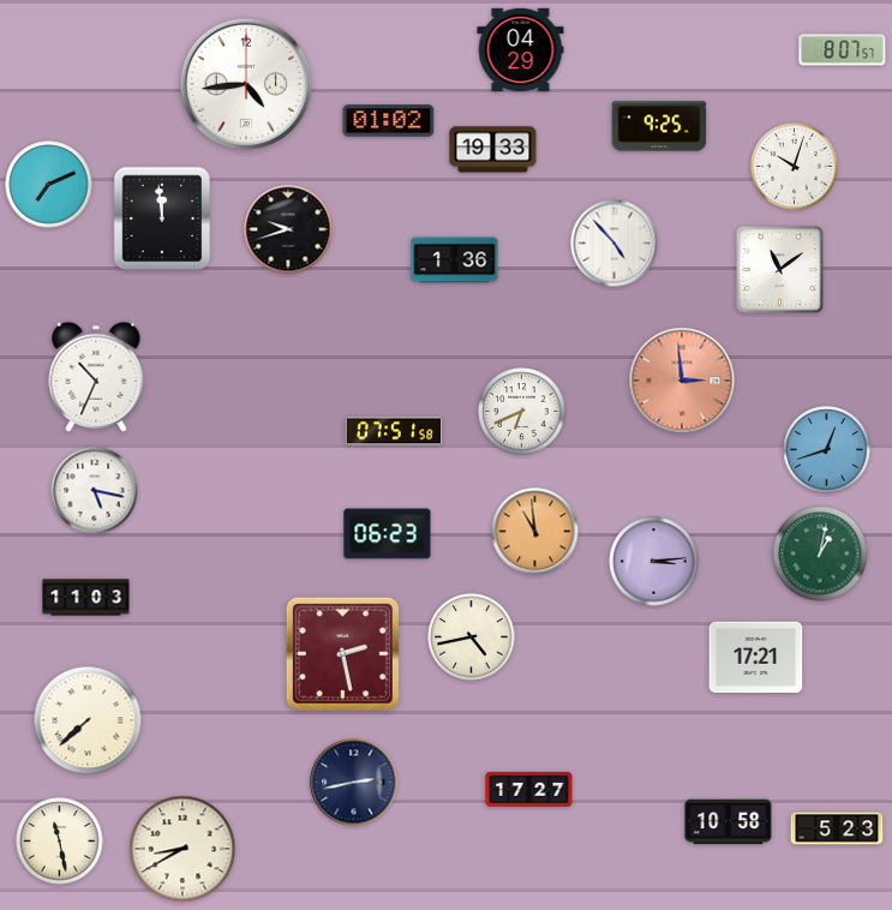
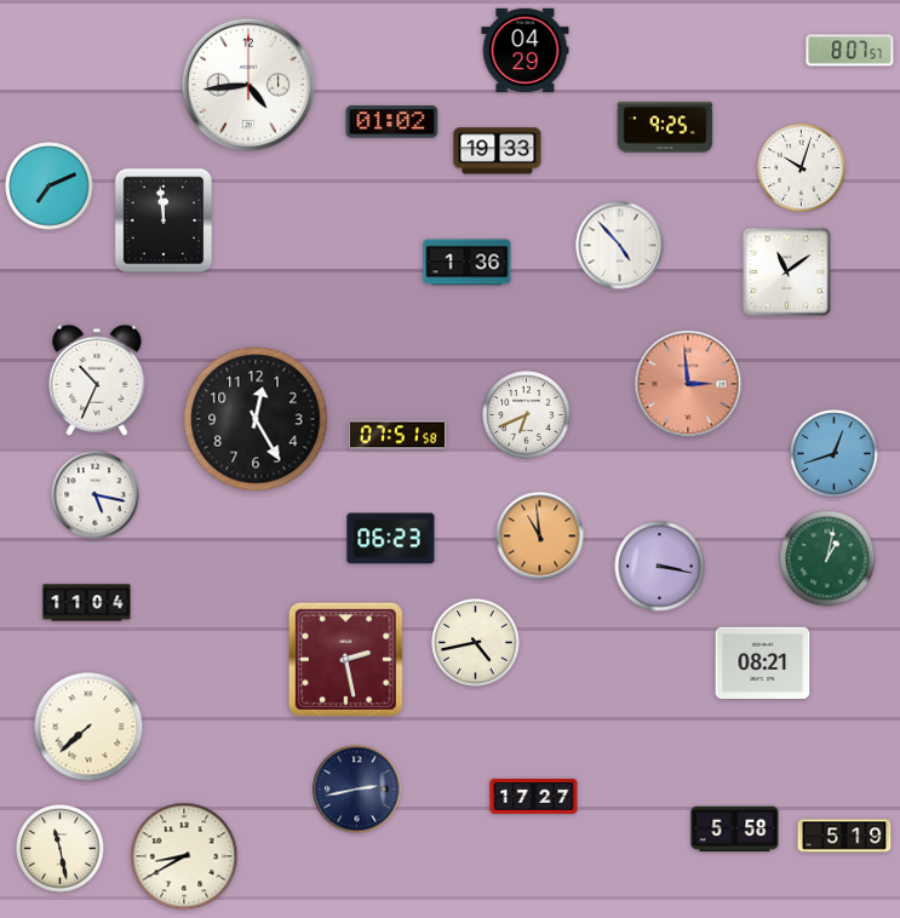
clock at (288, 229): 9:42 -> none
clock at (455, 261) position: (455, 261) -> (468, 263)
clock at (256, 419): none -> 12:25
clock at (654, 562): 3:14 -> 3:17
clock at (86, 598): 11:03 -> 11:04
clock at (756, 657): 17:21 -> 08:21
clock at (729, 822): 10:58 -> 5:58
clock at (837, 828): 5:23 -> 5:19
